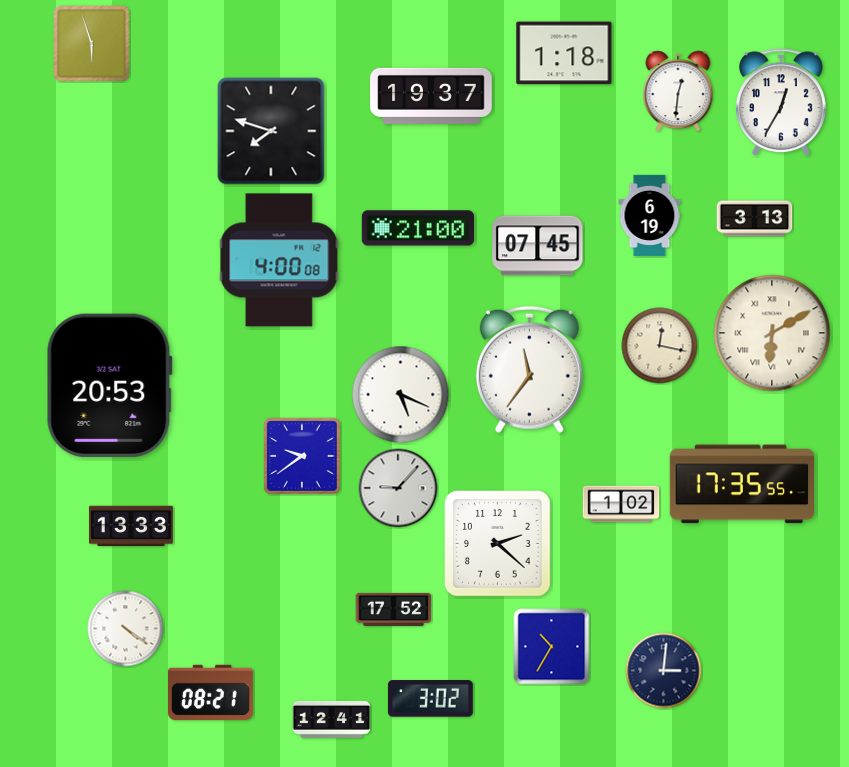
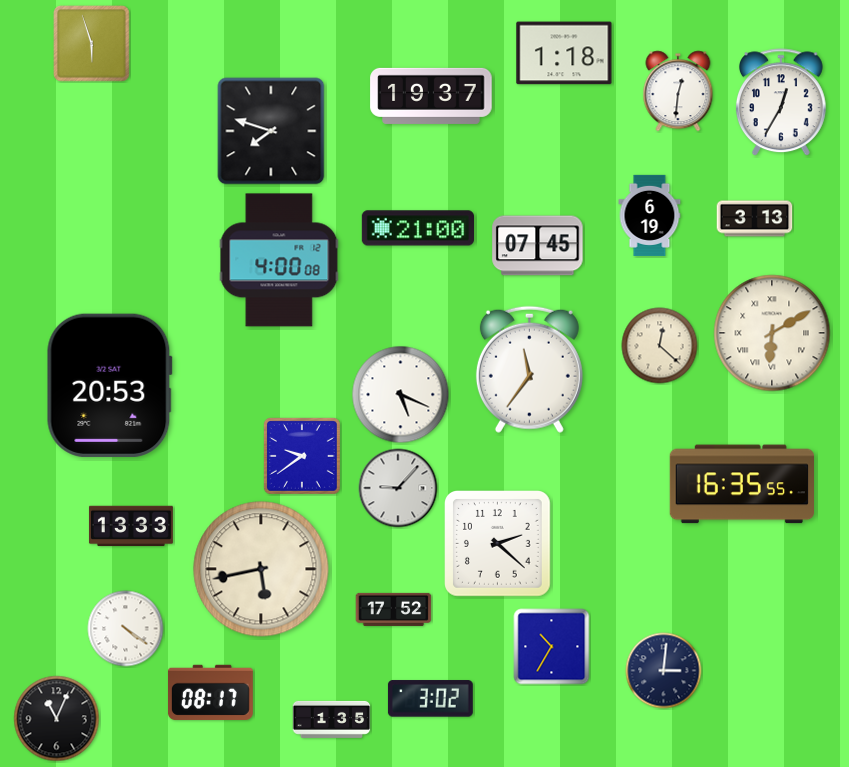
clock at (660, 346): 12:17 -> 12:22
clock at (741, 484): 17:35 -> 16:35
clock at (621, 504): 1:02 -> none
clock at (261, 569): none -> 5:43
clock at (210, 692): 08:21 -> 08:17
clock at (57, 719): none -> 11:04
clock at (332, 719): 12:41 -> 1:35
